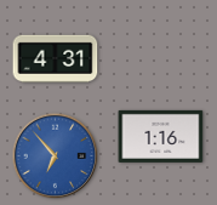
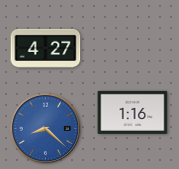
clock at (56, 58): 4:31 -> 4:27
clock at (56, 156): 6:53 -> 8:22
